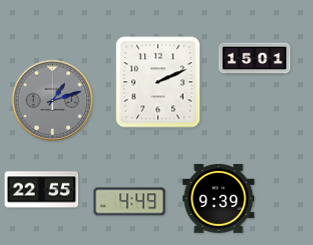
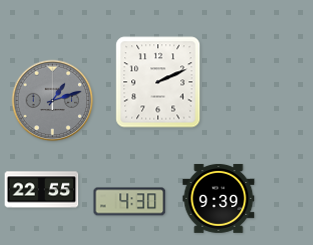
clock at (255, 59): 15:01 -> none
clock at (130, 202): 4:49 -> 4:30
